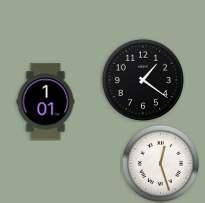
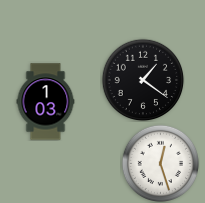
clock at (46, 102): 1:01 -> 1:03
